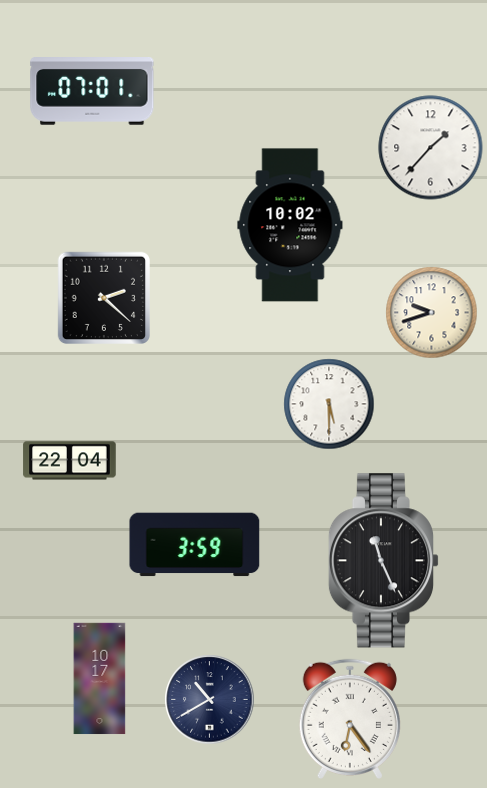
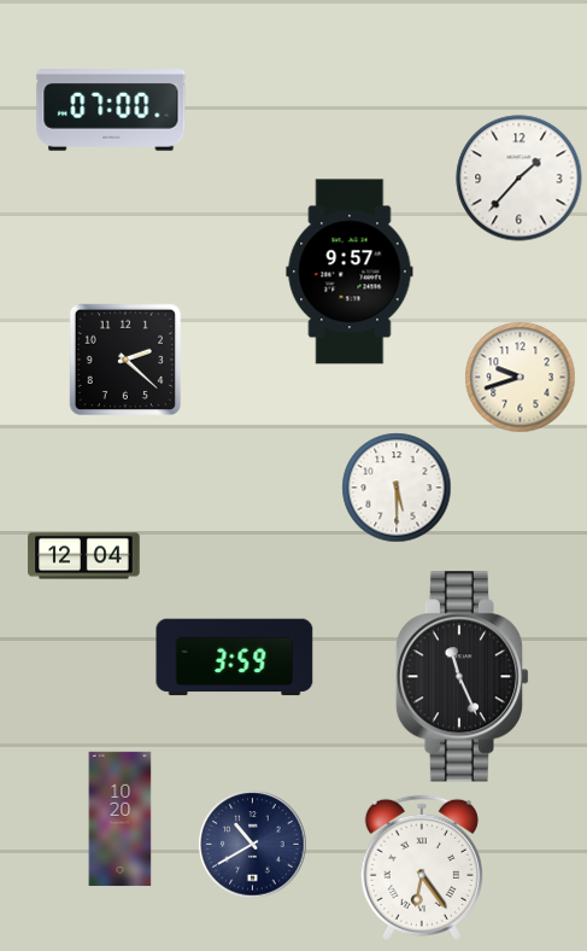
clock at (92, 92): 07:01 -> 07:00
clock at (290, 225): 10:02 -> 9:57
clock at (70, 461): 22:04 -> 12:04
clock at (100, 679): 10:17 -> 10:20
